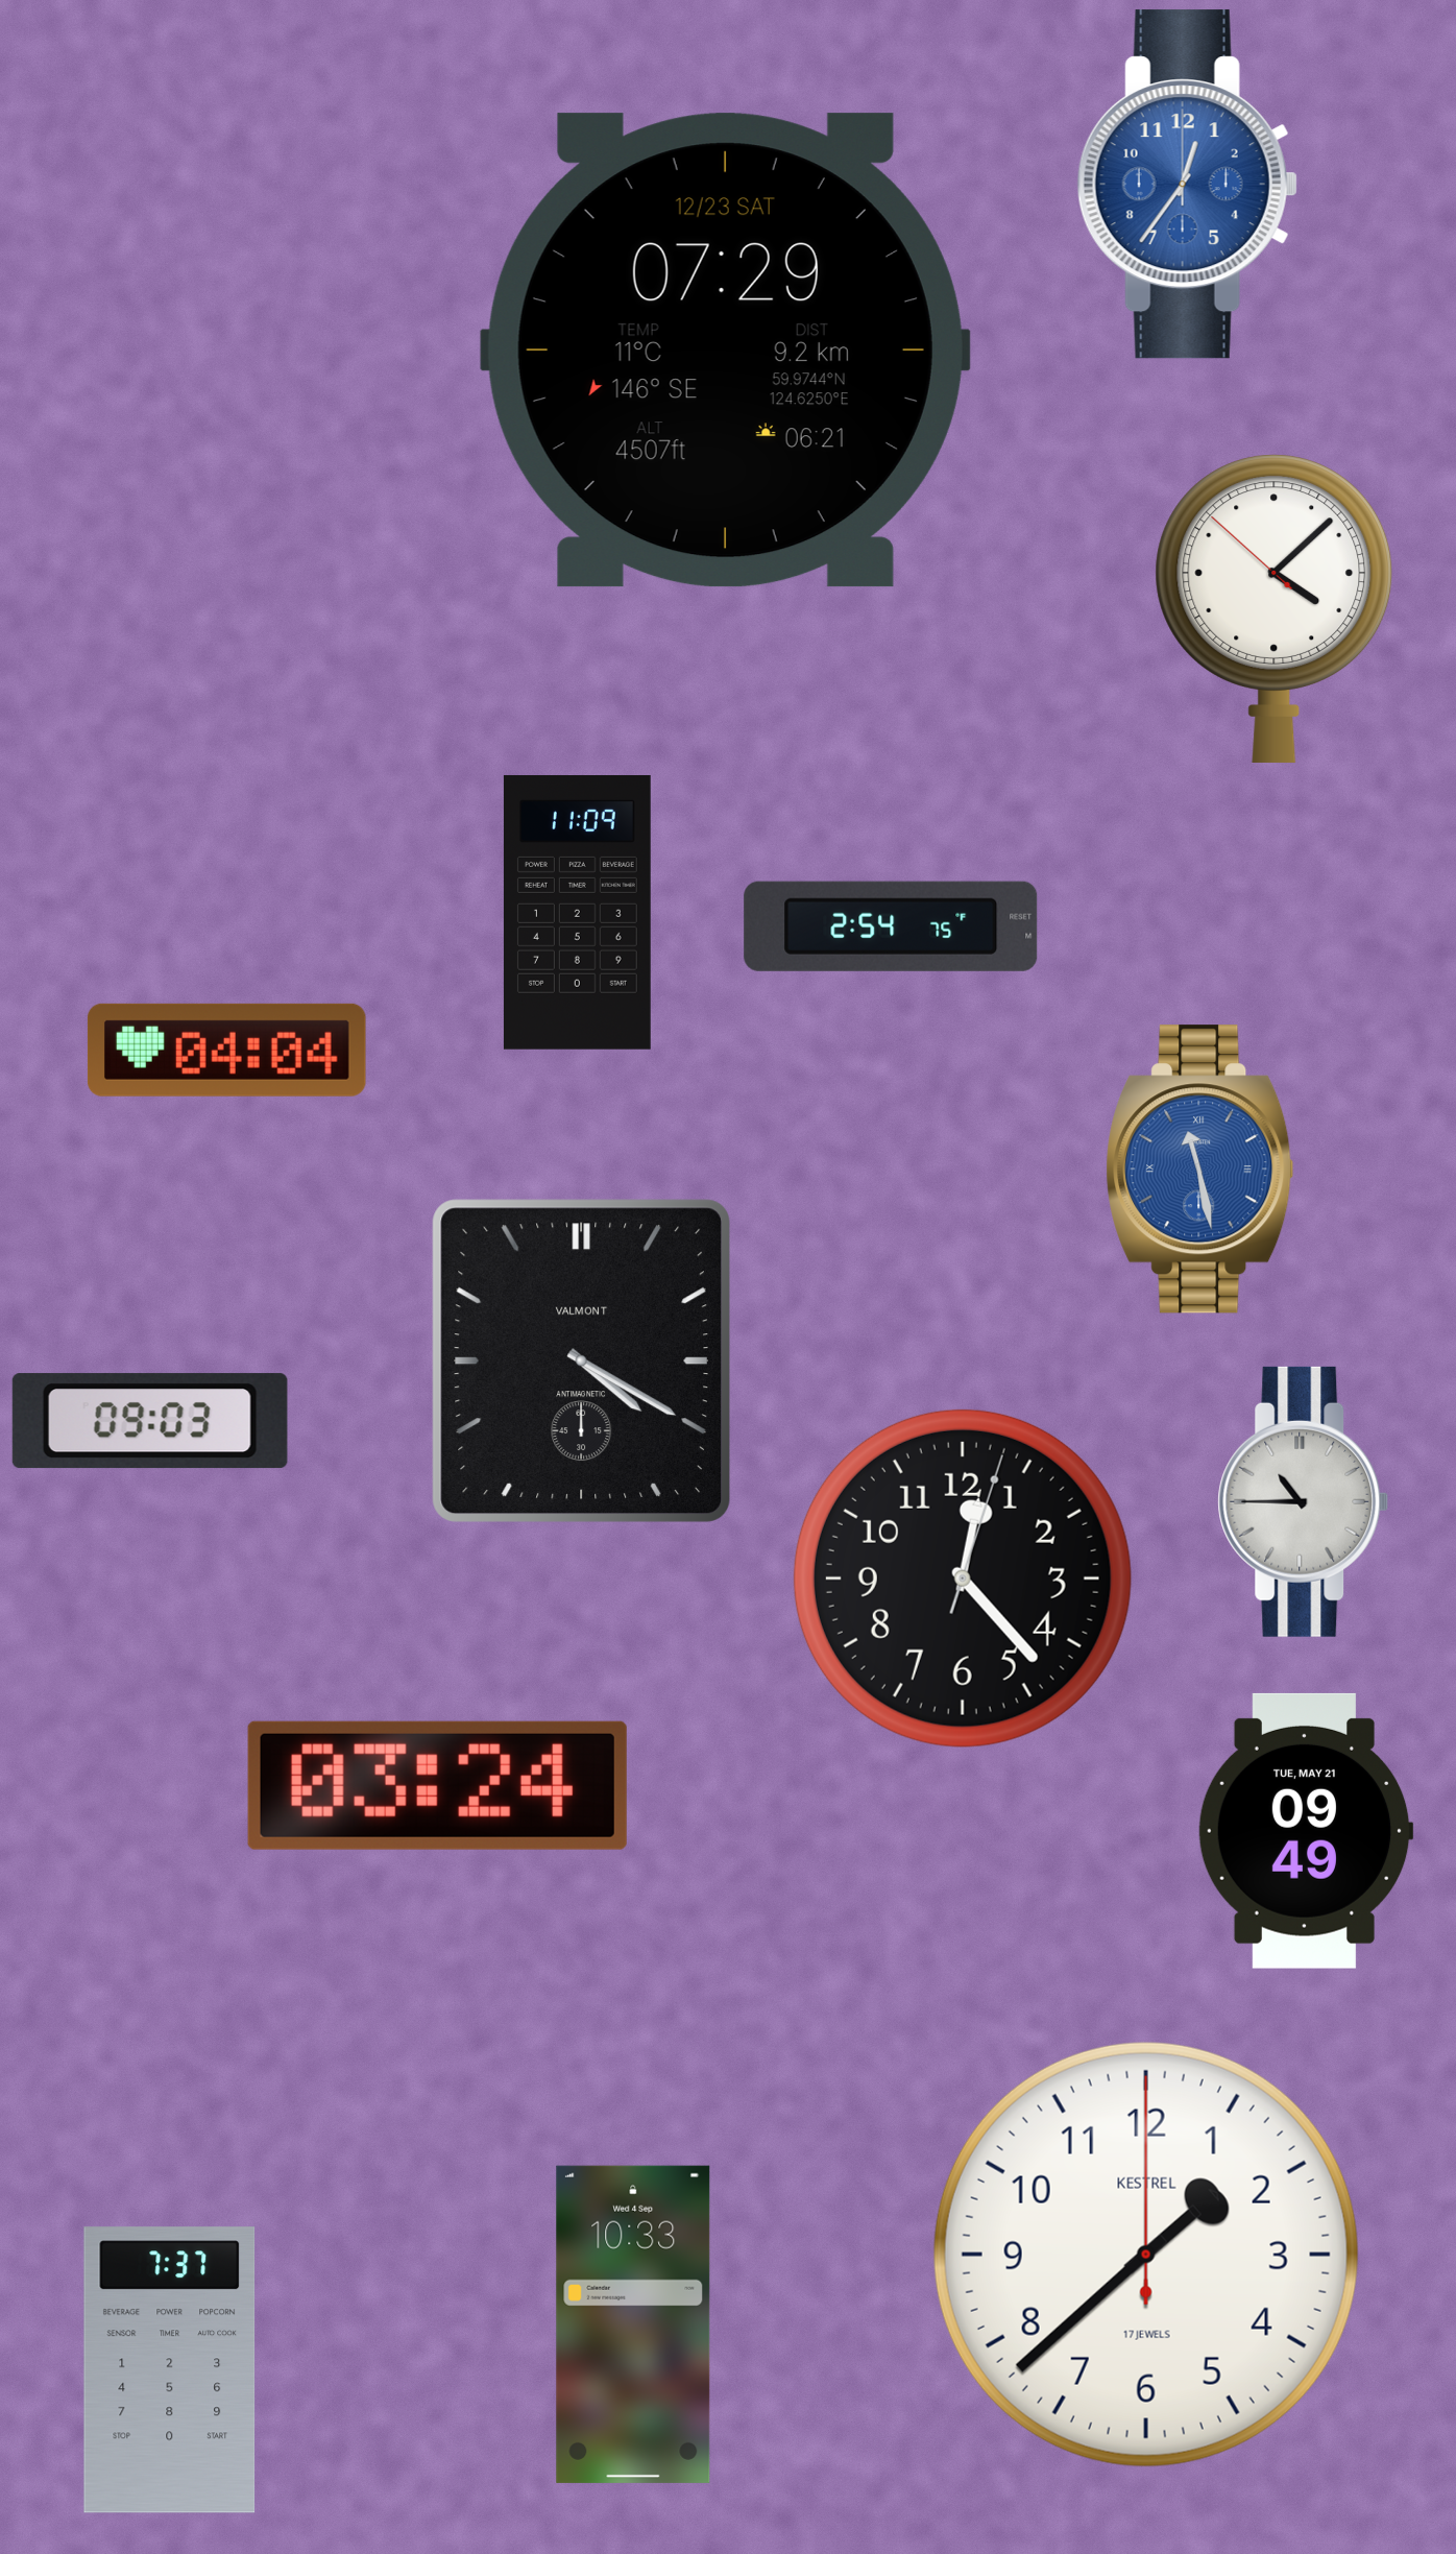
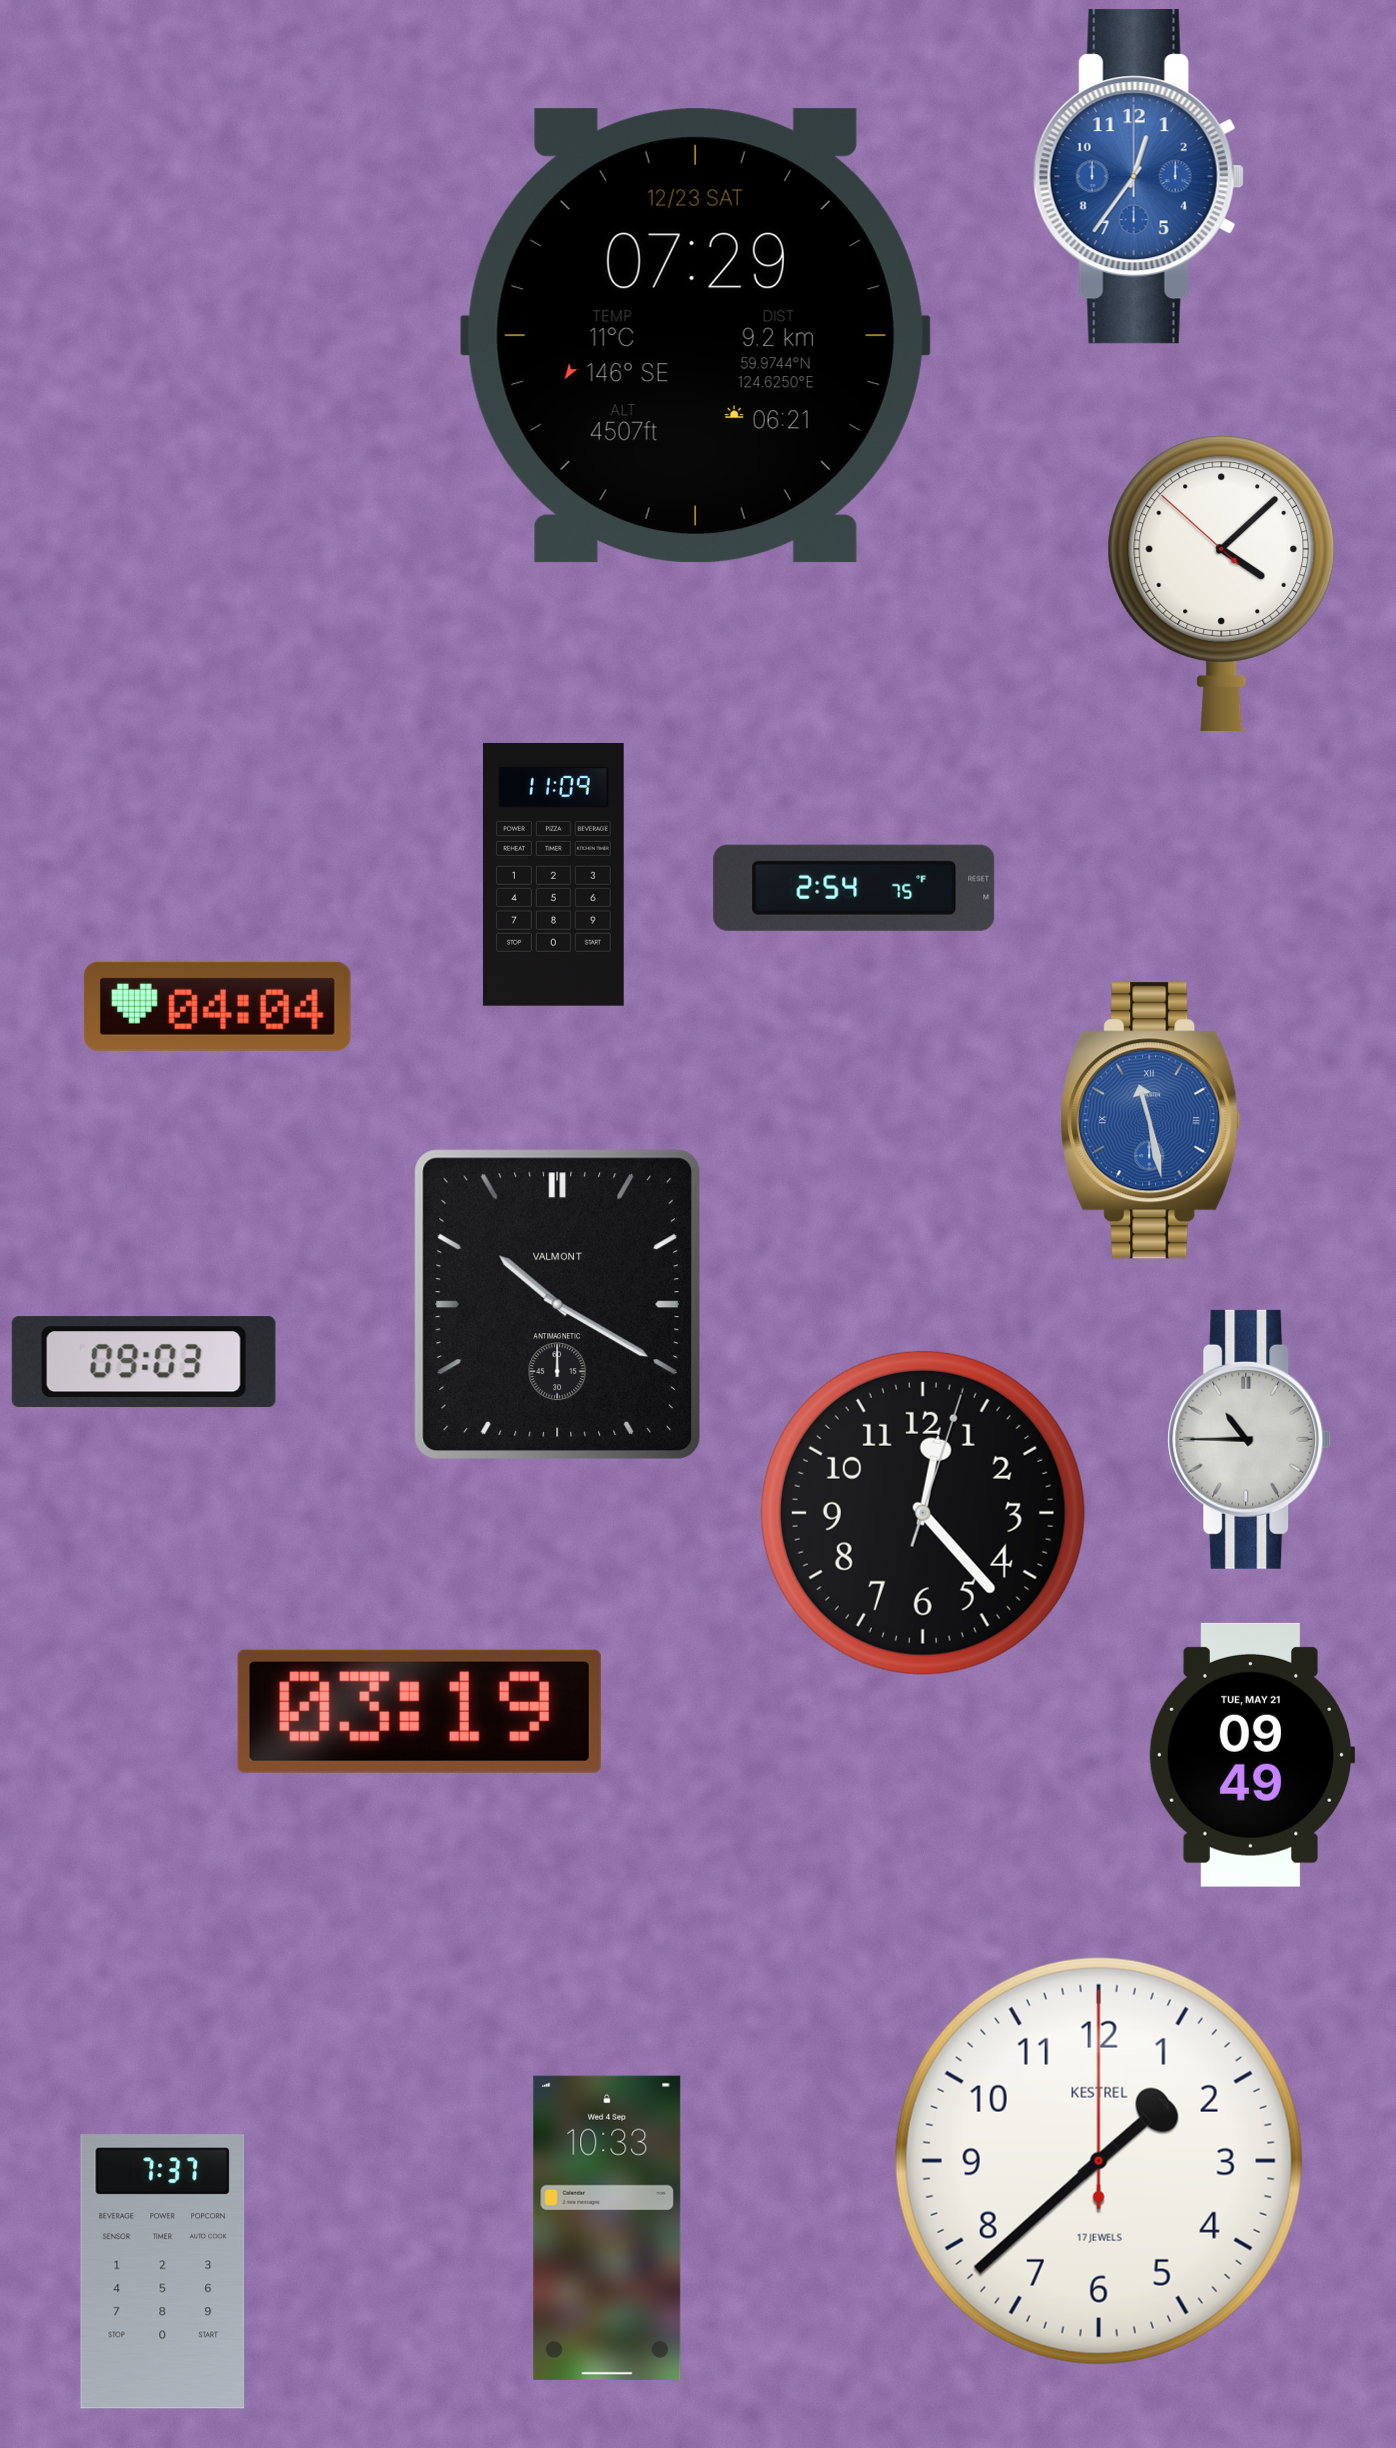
clock at (581, 1360): 4:20 -> 10:20
clock at (437, 1785): 03:24 -> 03:19
